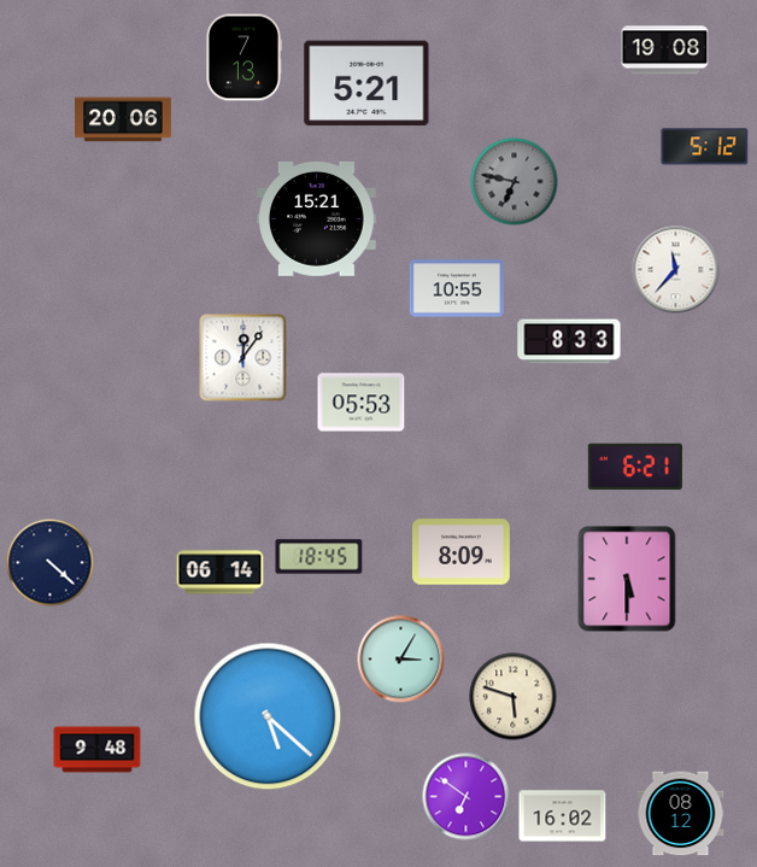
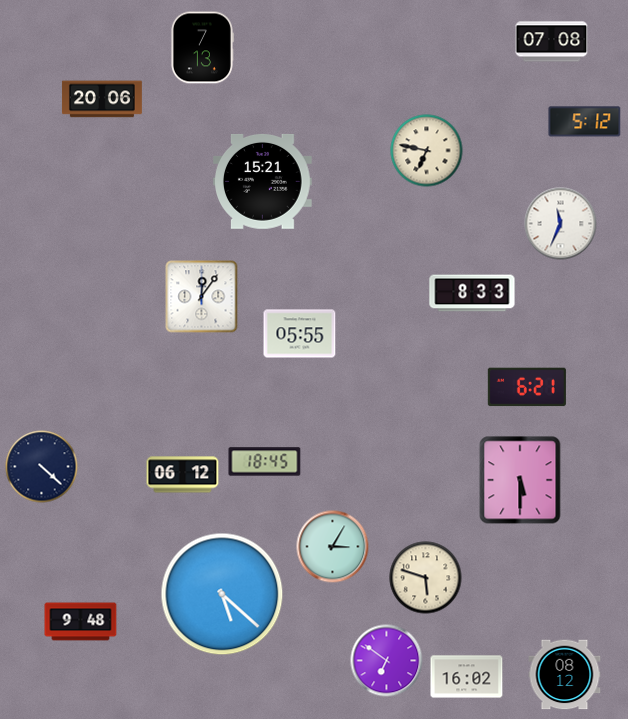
clock at (665, 51): 19:08 -> 07:08
clock at (366, 83): 5:21 -> none
clock at (515, 182) dial: grey -> cream
clock at (676, 270): 11:37 -> 11:34
clock at (457, 288): 10:55 -> none
clock at (569, 341) position: (569, 341) -> (472, 293)
clock at (362, 403): 05:53 -> 05:55
clock at (462, 552): 8:09 -> none
clock at (221, 573): 06:14 -> 06:12
